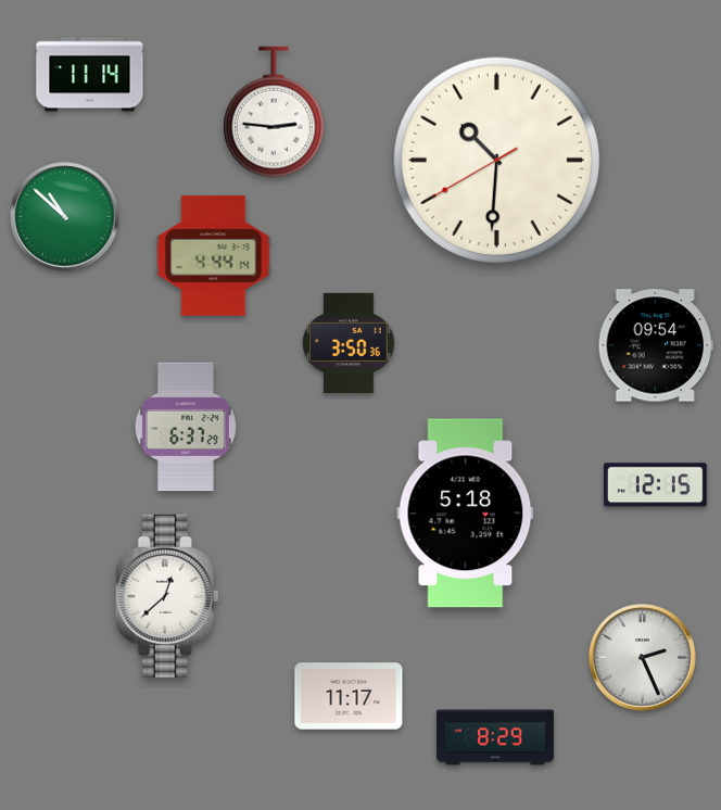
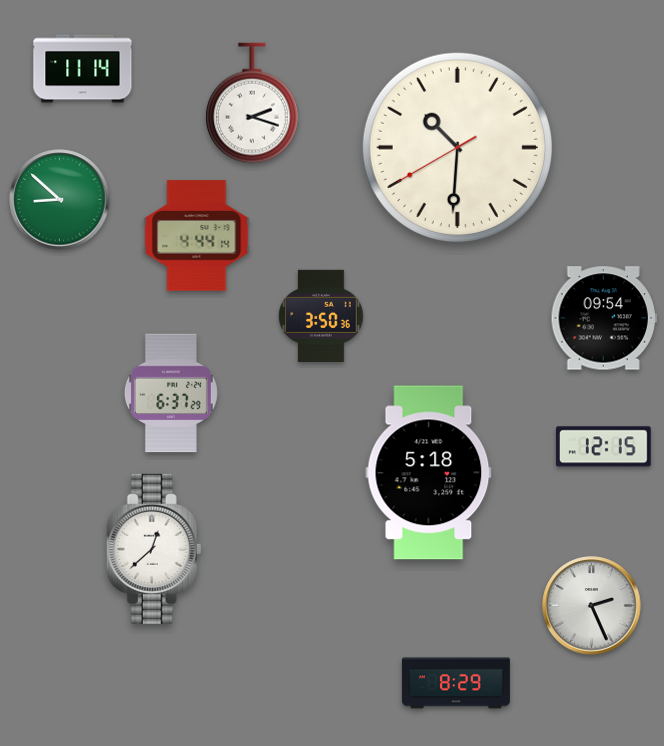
clock at (275, 112): 2:46 -> 2:18
clock at (65, 217): 10:52 -> 8:52
clock at (349, 696): 11:17 -> none
clock at (495, 737) position: (495, 737) -> (456, 683)
